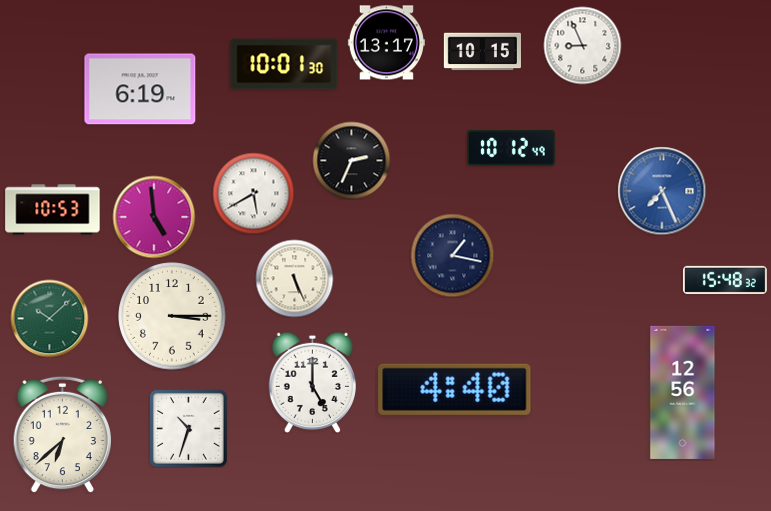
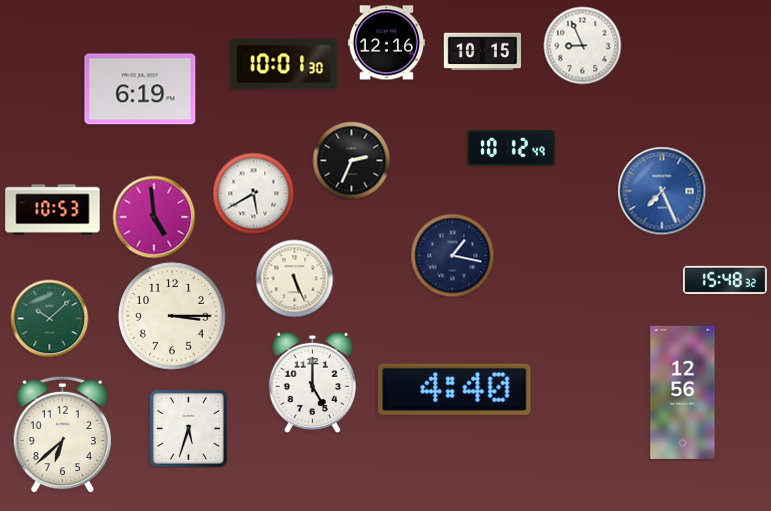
clock at (386, 43): 13:17 -> 12:16
clock at (188, 428): 10:33 -> 5:33
